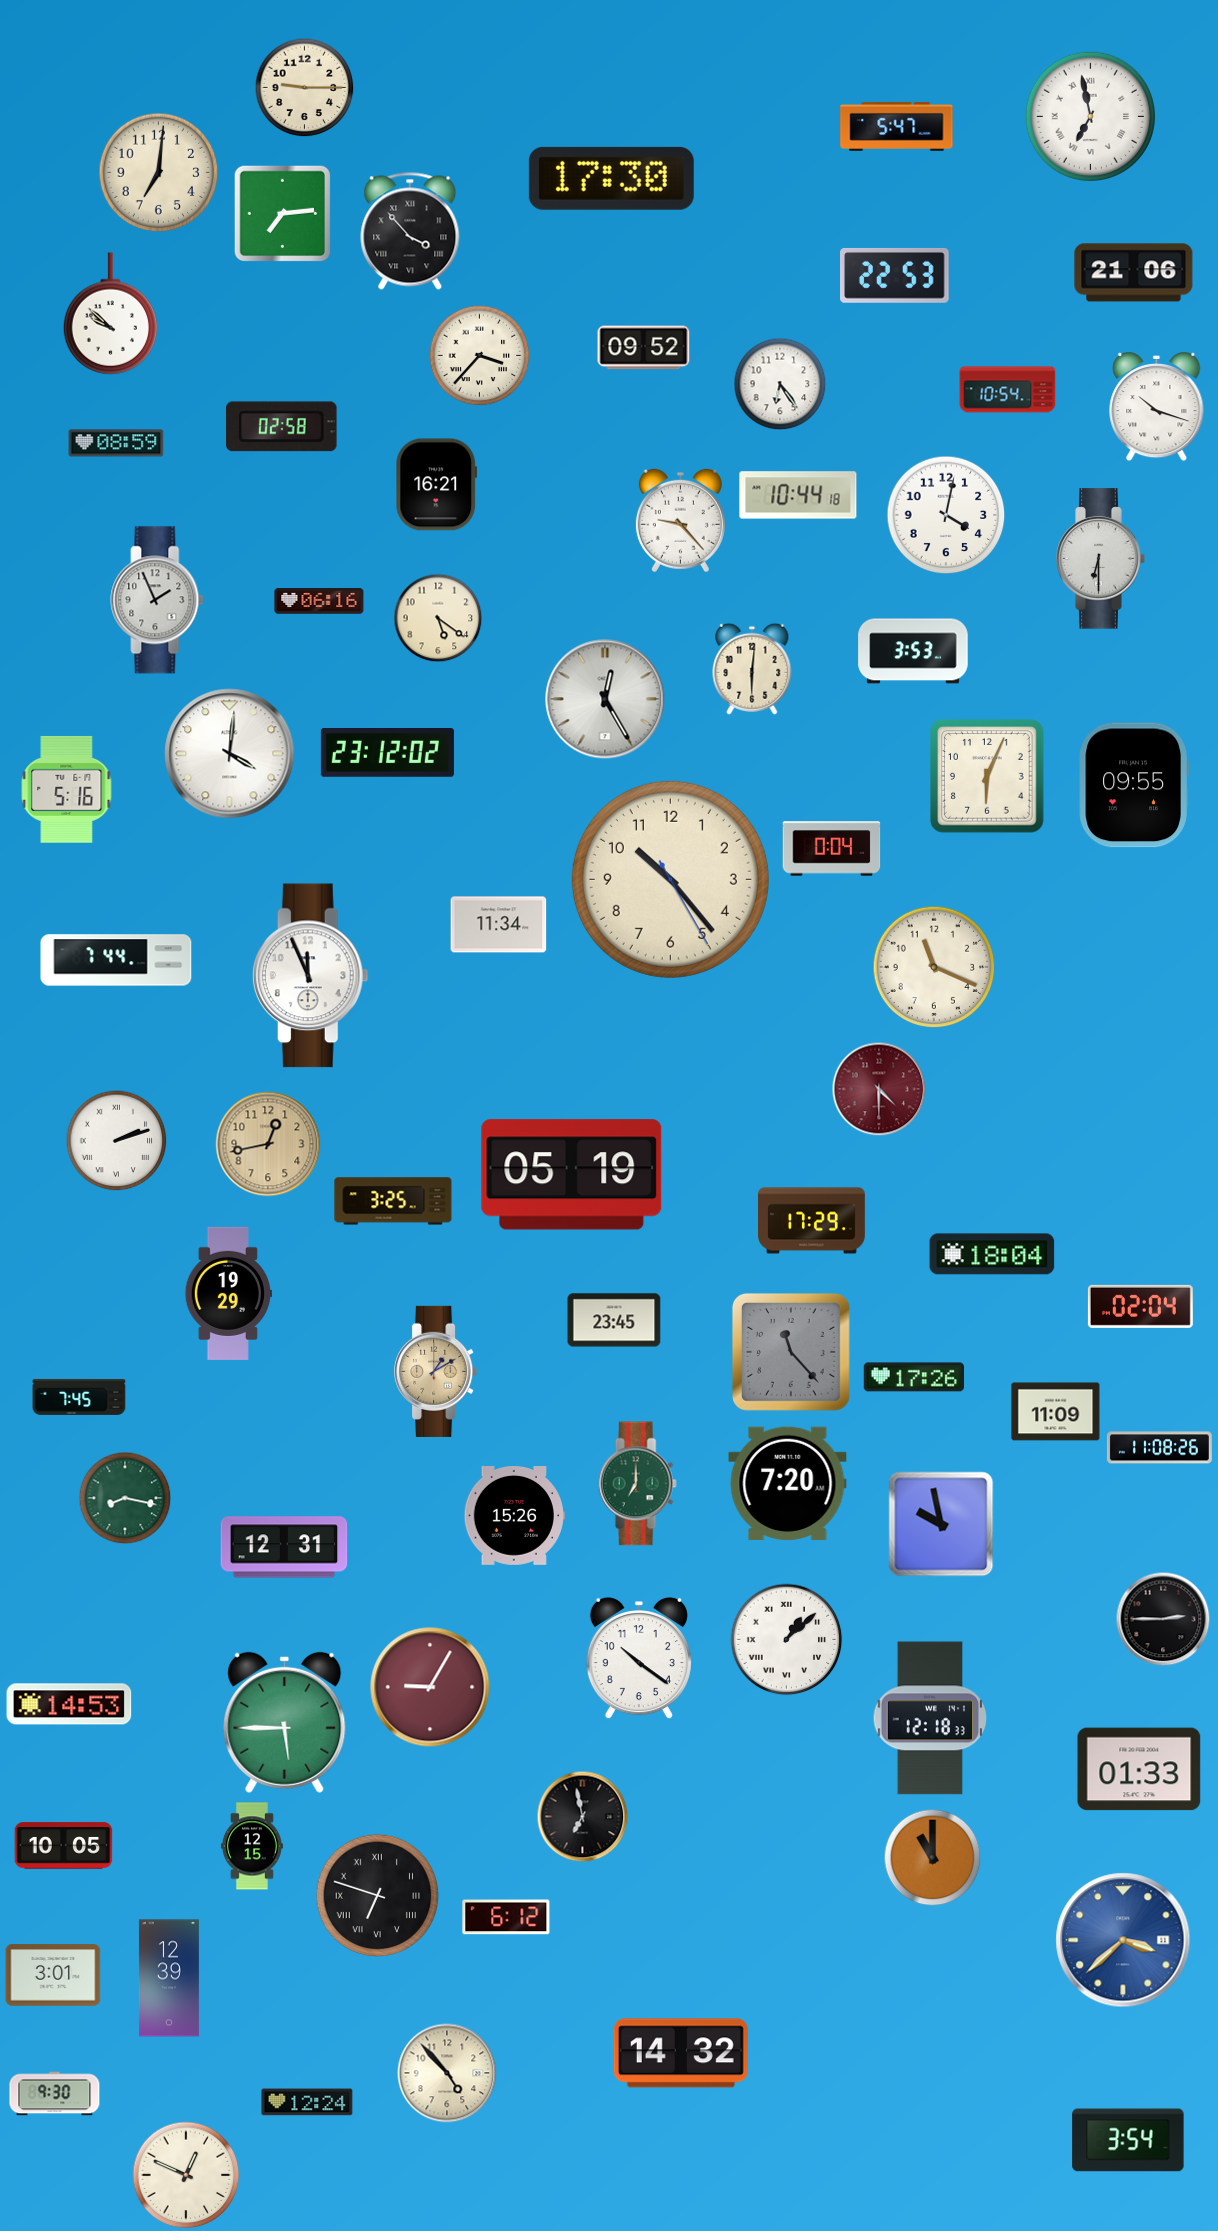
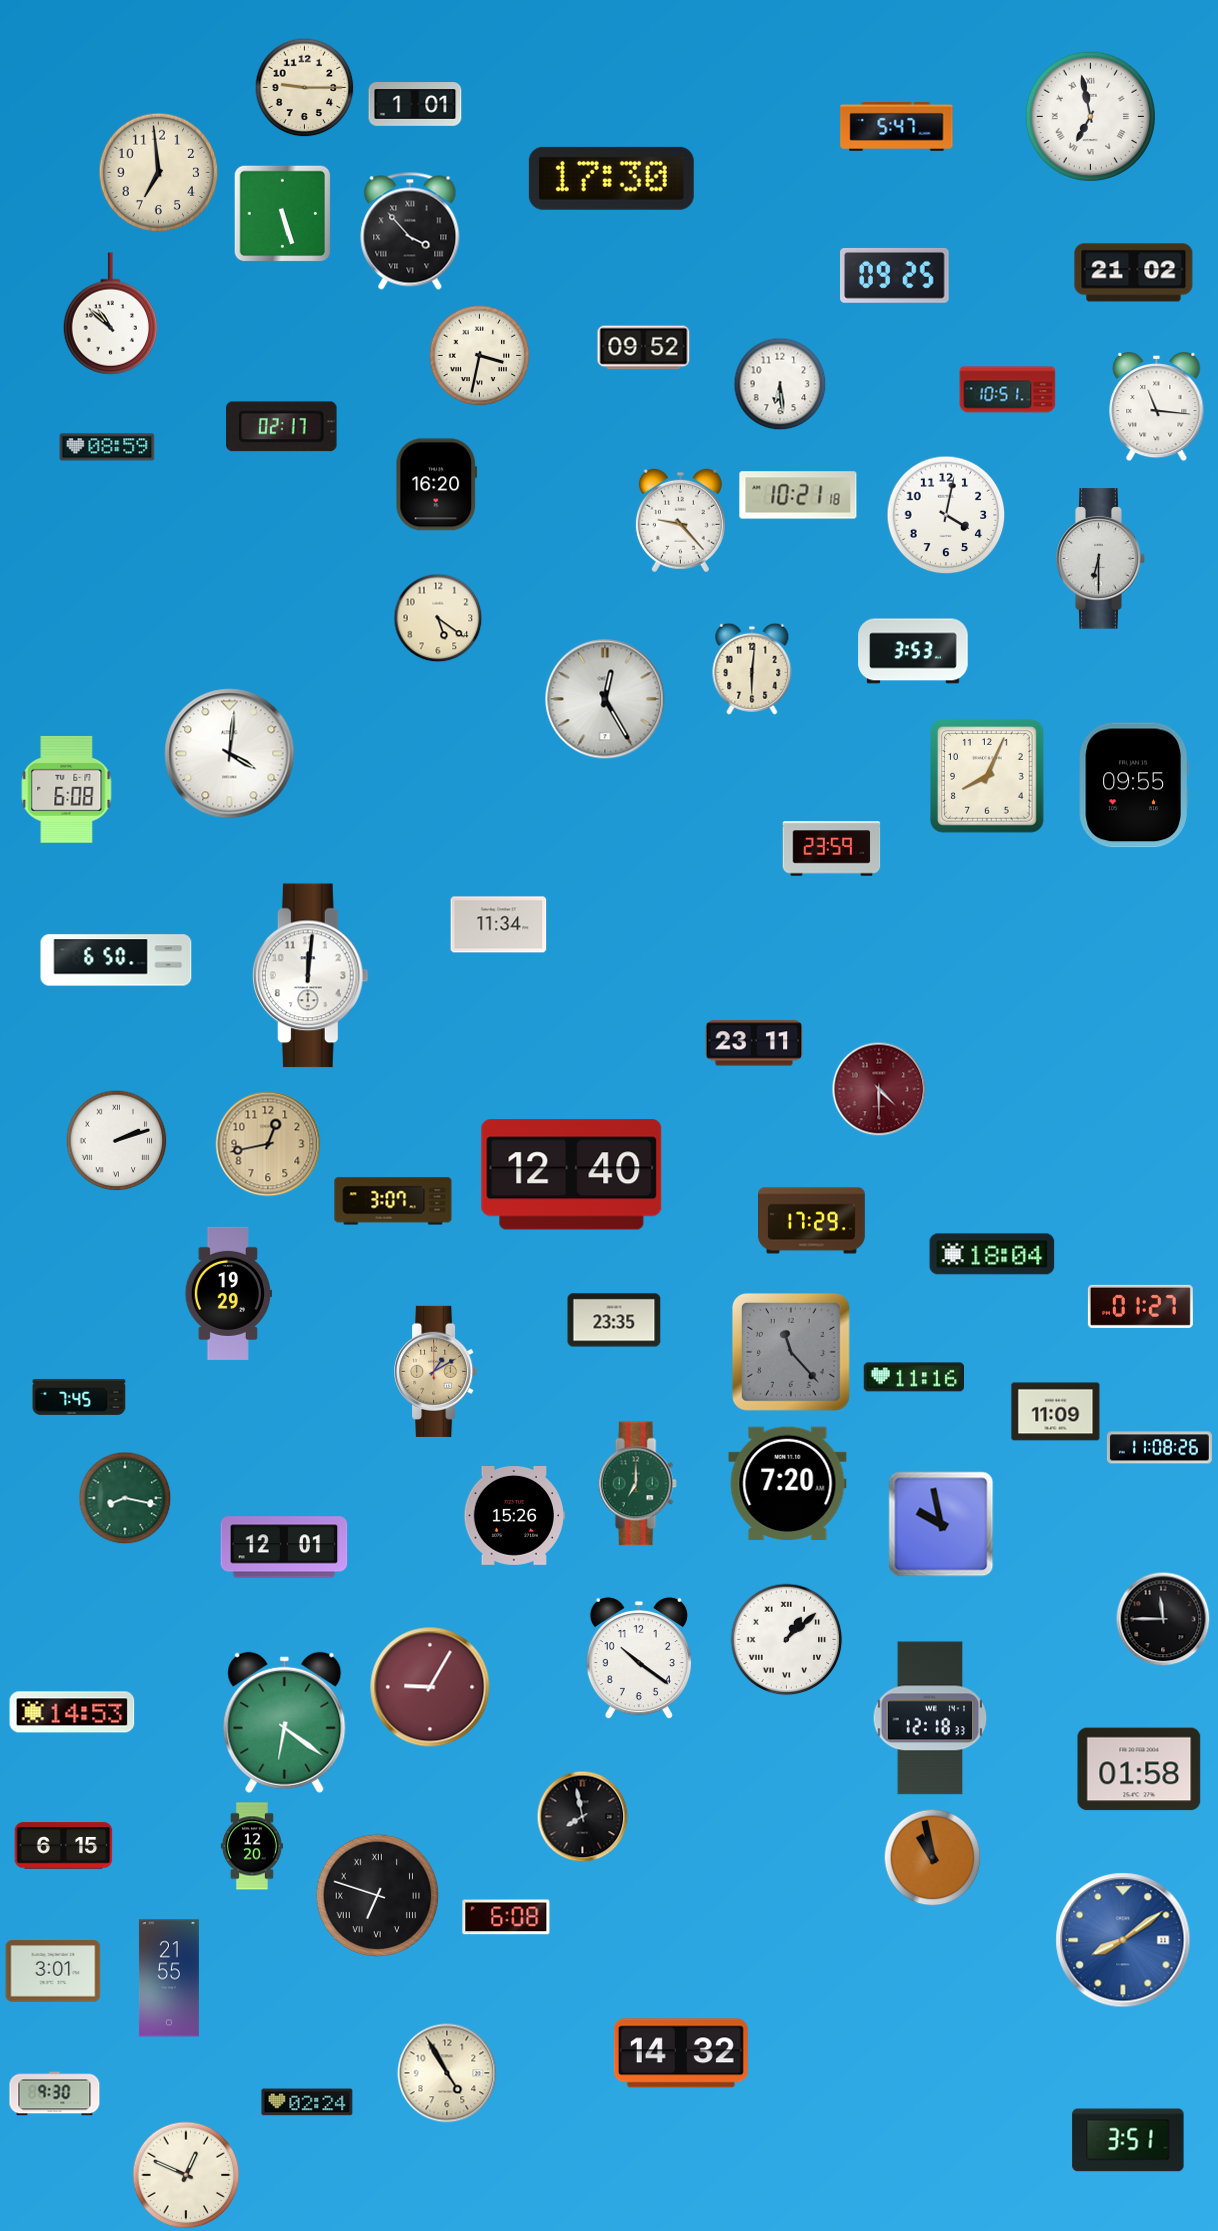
clock at (415, 104): none -> 1:01
clock at (159, 173): 7:01 -> 6:59
clock at (283, 214): 7:14 -> 5:27
clock at (1134, 273): 21:06 -> 21:02
clock at (895, 275): 22:53 -> 09:25
clock at (110, 314): 9:52 -> 10:52
clock at (480, 356): 3:37 -> 3:32
clock at (780, 384): 6:24 -> 6:29
clock at (1008, 390): 10:54 -> 10:51
clock at (1157, 407): 10:18 -> 11:16
clock at (282, 427): 02:58 -> 02:17
clock at (116, 443) position: (116, 443) -> (107, 447)
clock at (437, 485): 16:21 -> 16:20
clock at (798, 495): 10:44 -> 10:21
clock at (157, 600): 1:56 -> none
clock at (319, 601): 06:16 -> none
clock at (387, 753): 23:12 -> none
clock at (987, 776): 6:04 -> 8:04
clock at (67, 789): 5:16 -> 6:08
clock at (832, 849): 0:04 -> 23:59
clock at (670, 879): 10:23 -> none
clock at (116, 960): 7:44 -> 6:50
clock at (934, 967): 11:19 -> none
clock at (310, 976): 11:56 -> 12:01
clock at (754, 1043): none -> 23:11
clock at (572, 1175): 05:19 -> 12:40
clock at (393, 1201): 3:25 -> 3:07
clock at (1140, 1306): 02:04 -> 01:27
clock at (614, 1320): 23:45 -> 23:35
clock at (913, 1377): 17:26 -> 11:16
clock at (284, 1547): 12:31 -> 12:01
clock at (1163, 1619): 2:45 -> 11:45
clock at (69, 1704) position: (69, 1704) -> (72, 1712)
clock at (285, 1722): 5:45 -> 6:21
clock at (1139, 1769): 01:33 -> 01:58
clock at (583, 1817): 6:58 -> 7:58
clock at (64, 1846): 10:05 -> 6:15
clock at (252, 1846): 12:15 -> 12:20
clock at (933, 1858): 11:00 -> 10:58
clock at (506, 1917): 6:12 -> 6:08
clock at (1123, 1940): 3:38 -> 8:09
clock at (53, 1975) position: (53, 1975) -> (53, 1971)
clock at (169, 1978): 12:39 -> 21:55
clock at (447, 2073): 4:53 -> 4:55
clock at (307, 2102): 12:24 -> 02:24
clock at (1128, 2140): 3:54 -> 3:51
